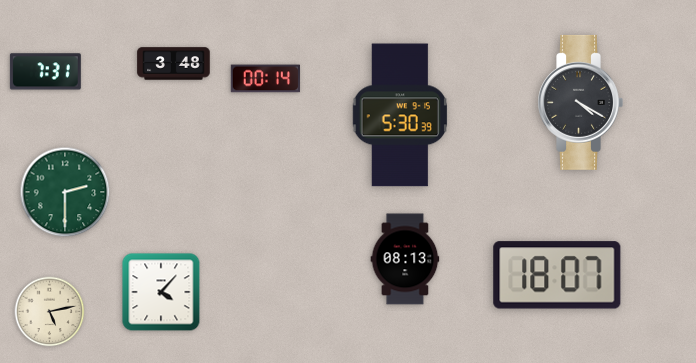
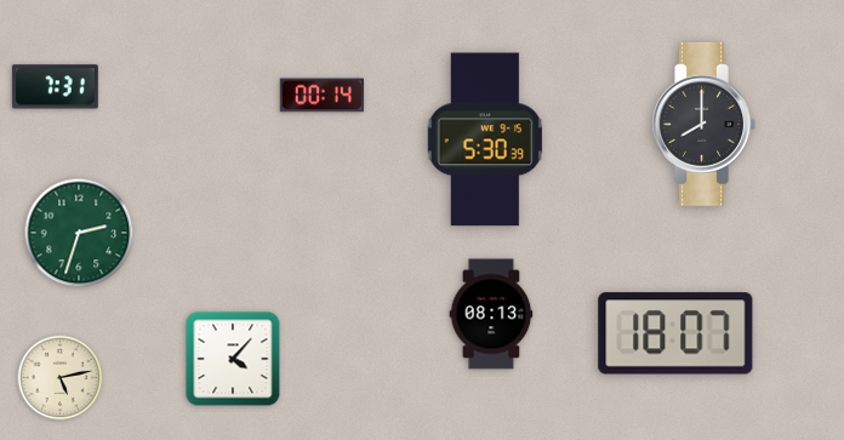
clock at (174, 64): 3:48 -> none
clock at (580, 102): 4:20 -> 8:00
clock at (65, 192): 2:30 -> 2:33
clock at (161, 292) position: (161, 292) -> (233, 359)
